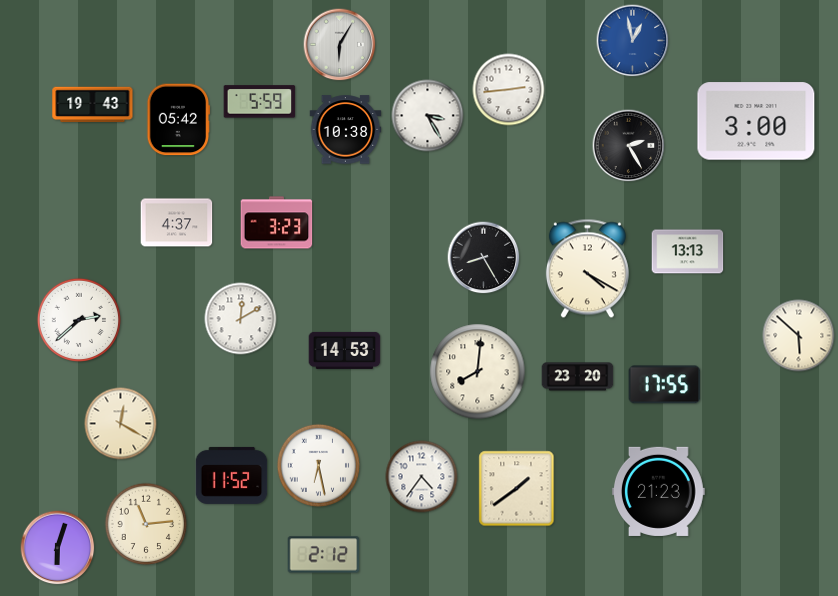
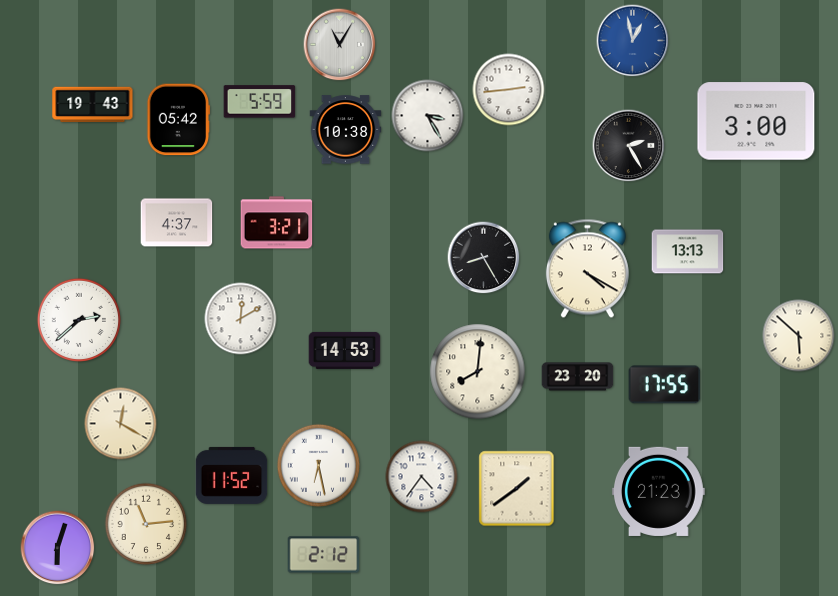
clock at (340, 45): 6:05 -> 11:05
clock at (277, 223): 3:23 -> 3:21
